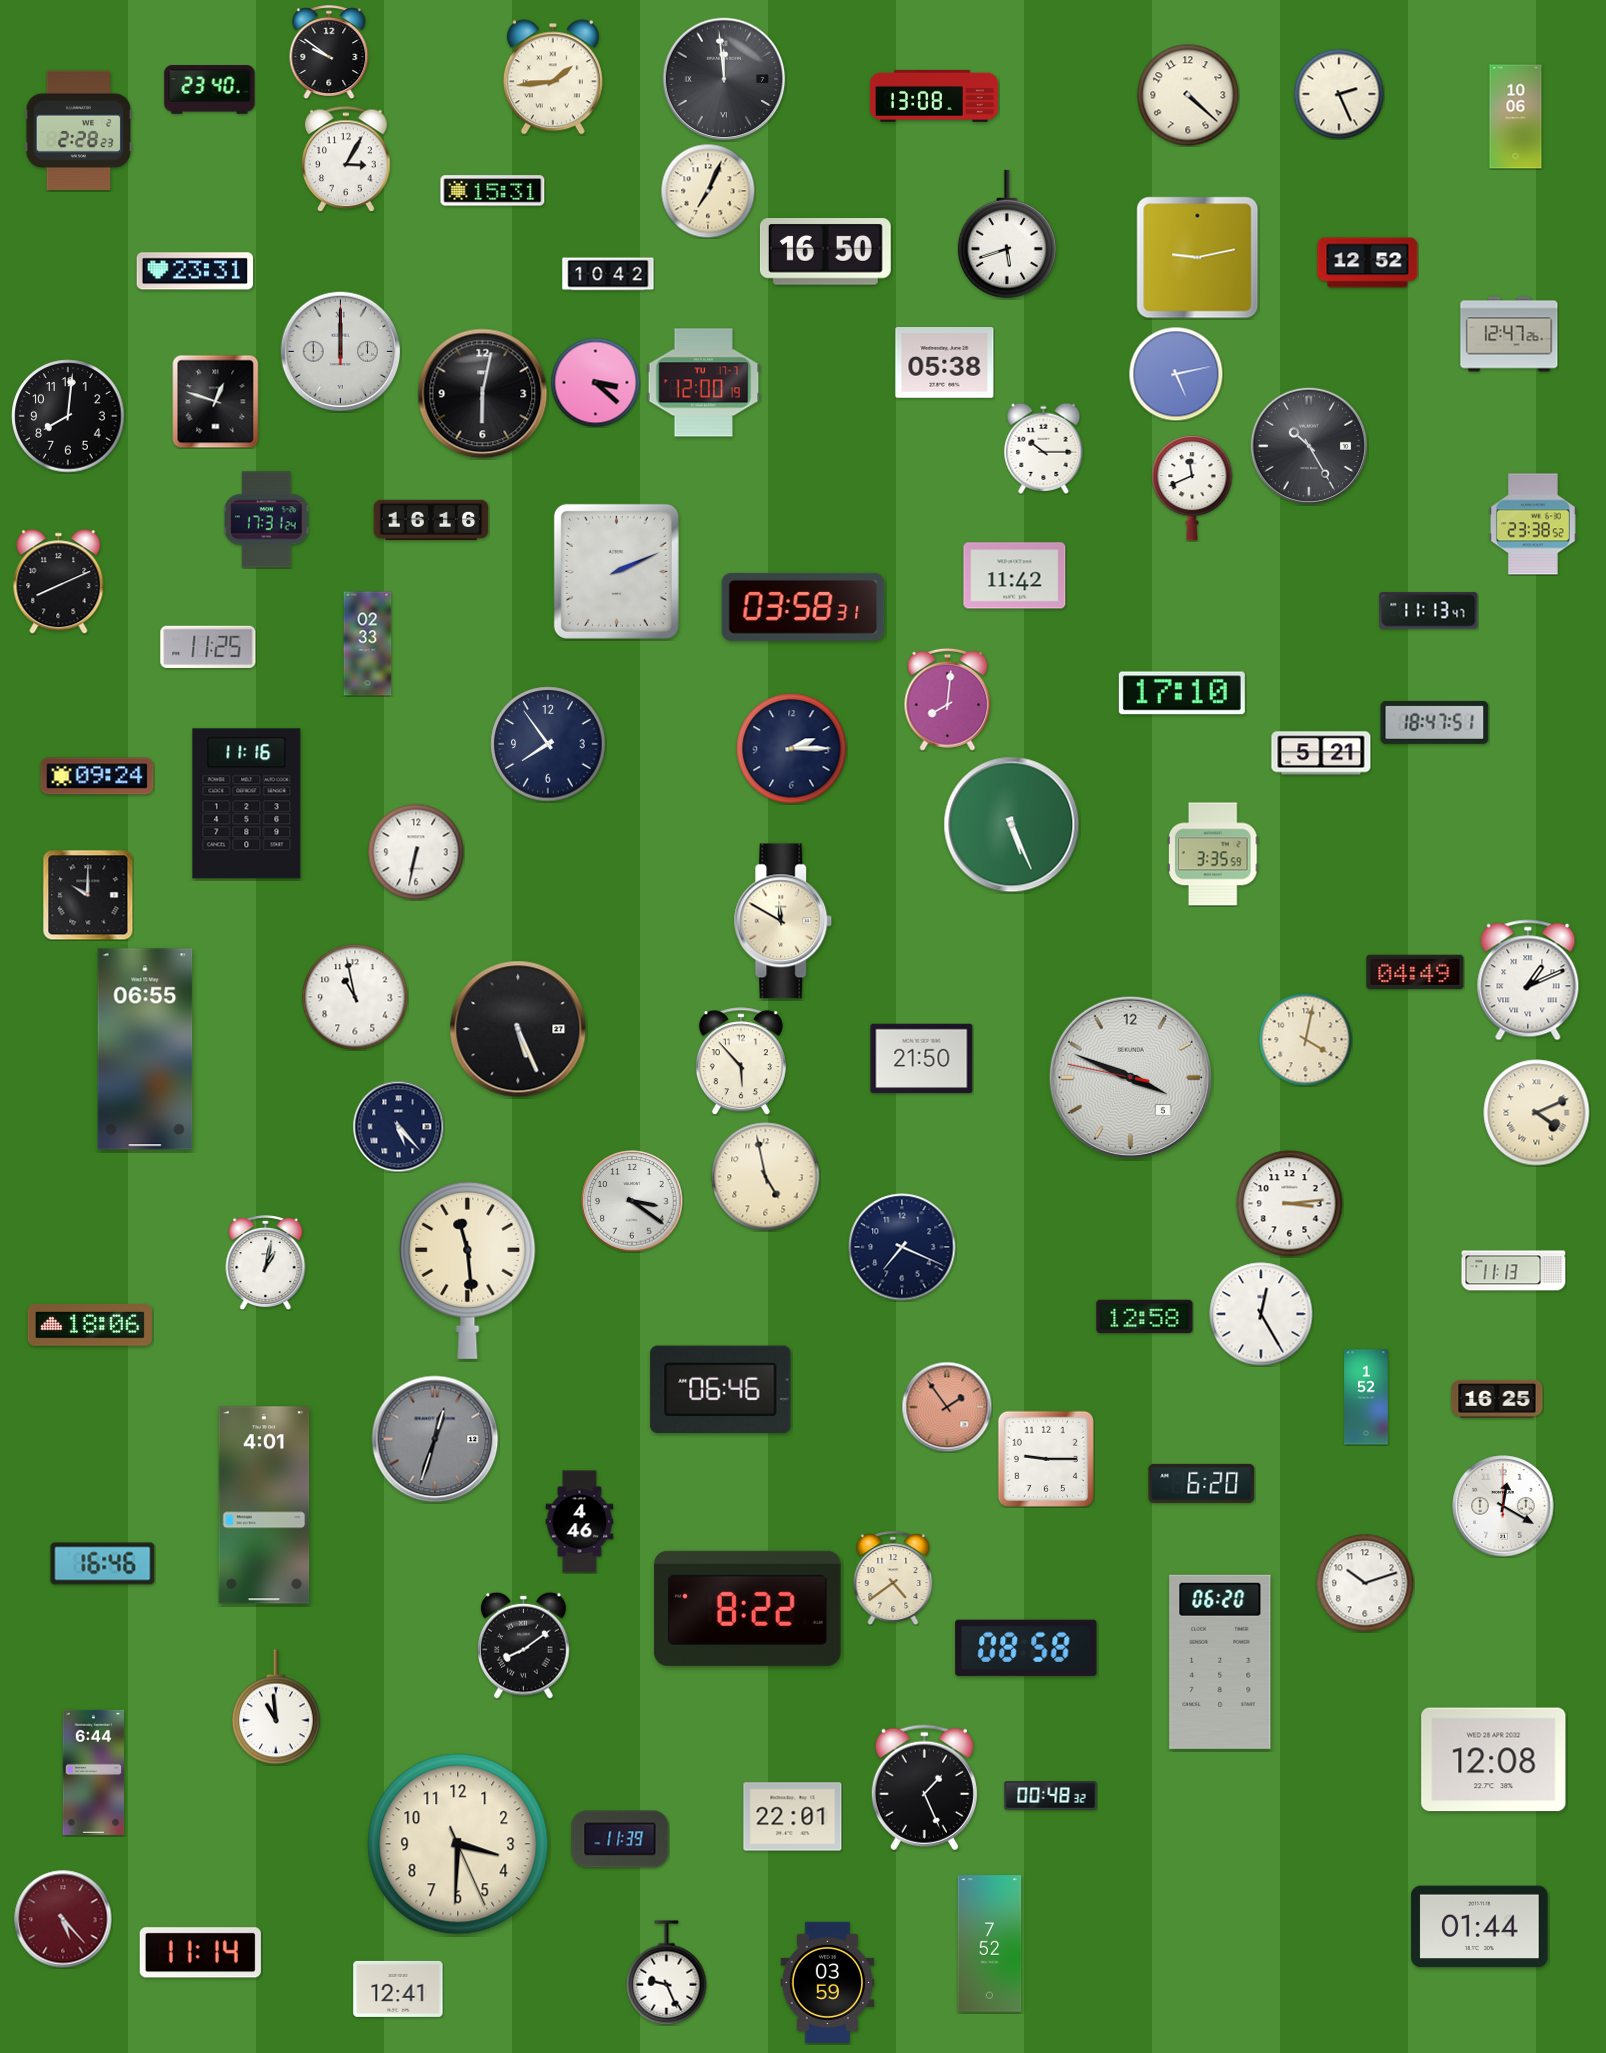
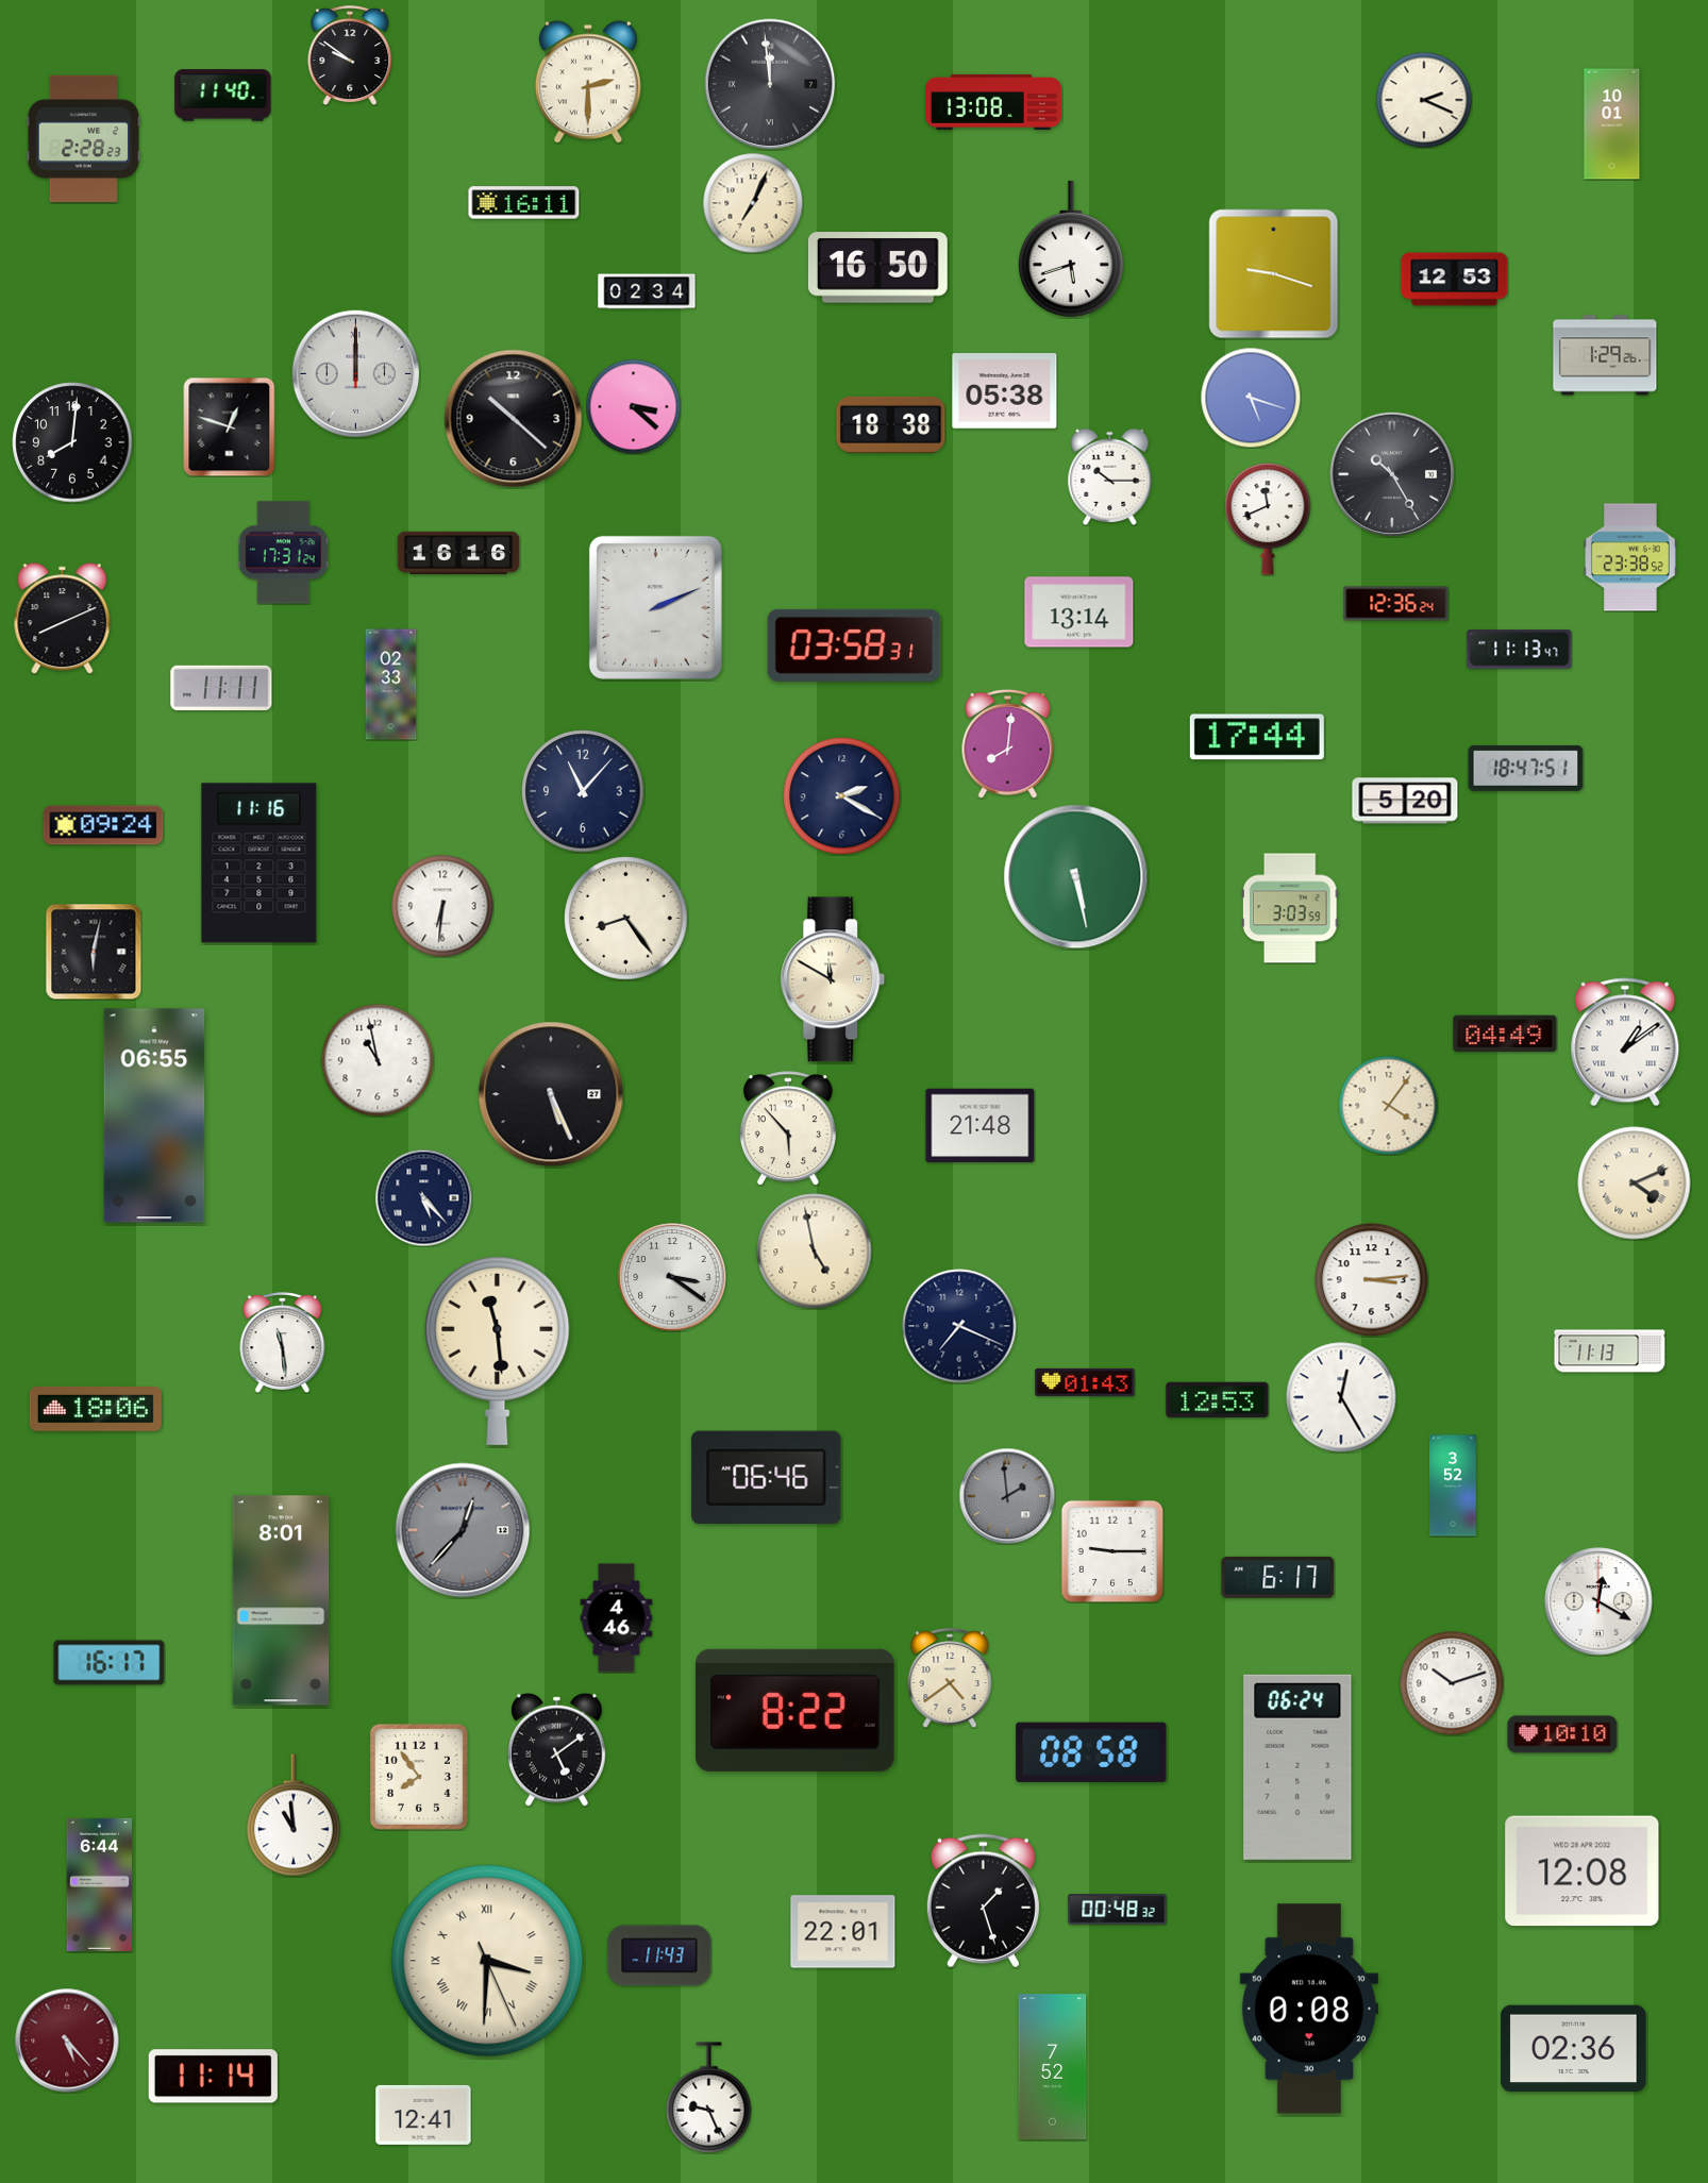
clock at (553, 77): 1:44 -> 2:30
clock at (210, 90): 23:40 -> 11:40
clock at (1339, 94): 2:26 -> 2:19
clock at (1188, 95): 4:22 -> none
clock at (1516, 117): 10:06 -> 10:01
clock at (346, 159): 3:05 -> none
clock at (493, 191): 15:31 -> 16:11
clock at (1198, 258): 9:13 -> 9:18
clock at (1368, 263): 12:52 -> 12:53
clock at (195, 271): 23:31 -> none
clock at (608, 274): 10:42 -> 02:34
clock at (1509, 334): 12:47 -> 1:29
clock at (341, 352) position: (341, 352) -> (356, 374)
clock at (945, 363) position: (945, 363) -> (1005, 391)
clock at (1176, 374): 5:13 -> 5:18
clock at (704, 383): 12:00 -> none
clock at (483, 394): 6:02 -> 10:22
clock at (891, 424): none -> 18:38
clock at (1396, 604): none -> 12:36
clock at (1015, 576): 11:42 -> 13:14
clock at (208, 646): 11:25 -> 11:11
clock at (1182, 693): 17:10 -> 17:44
clock at (548, 744): 7:54 -> 11:07
clock at (792, 749): 2:15 -> 2:20
clock at (1321, 753): 5:21 -> 5:20
clock at (247, 804) position: (247, 804) -> (259, 863)
clock at (1012, 825): 5:26 -> 5:28
clock at (416, 852): 6:32 -> 6:31
clock at (1213, 854): 3:35 -> 3:03
clock at (626, 919): none -> 8:24
clock at (88, 895): 10:00 -> 6:02
clock at (1528, 980): 1:11 -> 1:09
clock at (1305, 1039): 4:02 -> 4:06
clock at (922, 1059): 21:50 -> 21:48
clock at (1130, 1077): 3:48 -> none
clock at (266, 1263): 1:02 -> 11:29
clock at (1085, 1382): none -> 01:43
clock at (1145, 1317): 12:58 -> 12:53
clock at (1366, 1397): 1:52 -> 3:52
clock at (1497, 1399): 16:25 -> none
clock at (947, 1407): 1:54 -> 1:59
clock at (947, 1407) dial: salmon -> grey
clock at (435, 1439): 12:33 -> 12:37
clock at (1202, 1483): 6:20 -> 6:17
clock at (264, 1505): 4:01 -> 8:01
clock at (103, 1564): 16:46 -> 16:17
clock at (1562, 1734): none -> 10:10
clock at (524, 1645): 8:09 -> 5:09
clock at (1220, 1662): 06:20 -> 06:24
clock at (419, 1777): none -> 7:54
clock at (1494, 1760) position: (1494, 1760) -> (1583, 1871)
clock at (924, 1788): 1:26 -> 1:27
clock at (620, 1839): 11:39 -> 11:43
clock at (458, 1844) numerals: Arabic -> Roman
clock at (1309, 2009): none -> 0:08
clock at (1480, 1927): 01:44 -> 02:36
clock at (828, 1982): 03:59 -> none
